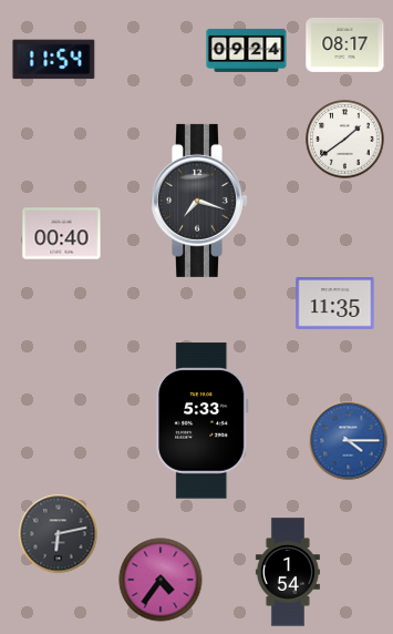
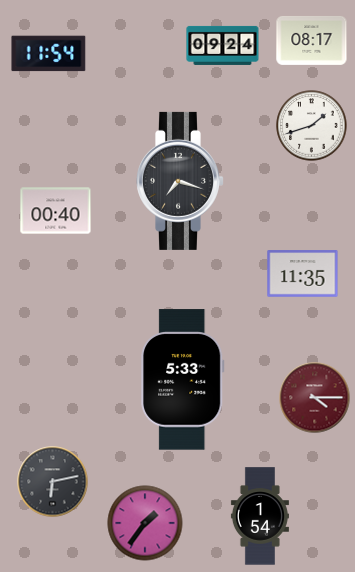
clock at (345, 140): 1:39 -> 1:42
clock at (349, 441) dial: blue -> burgundy
clock at (161, 580): 4:36 -> 1:36
